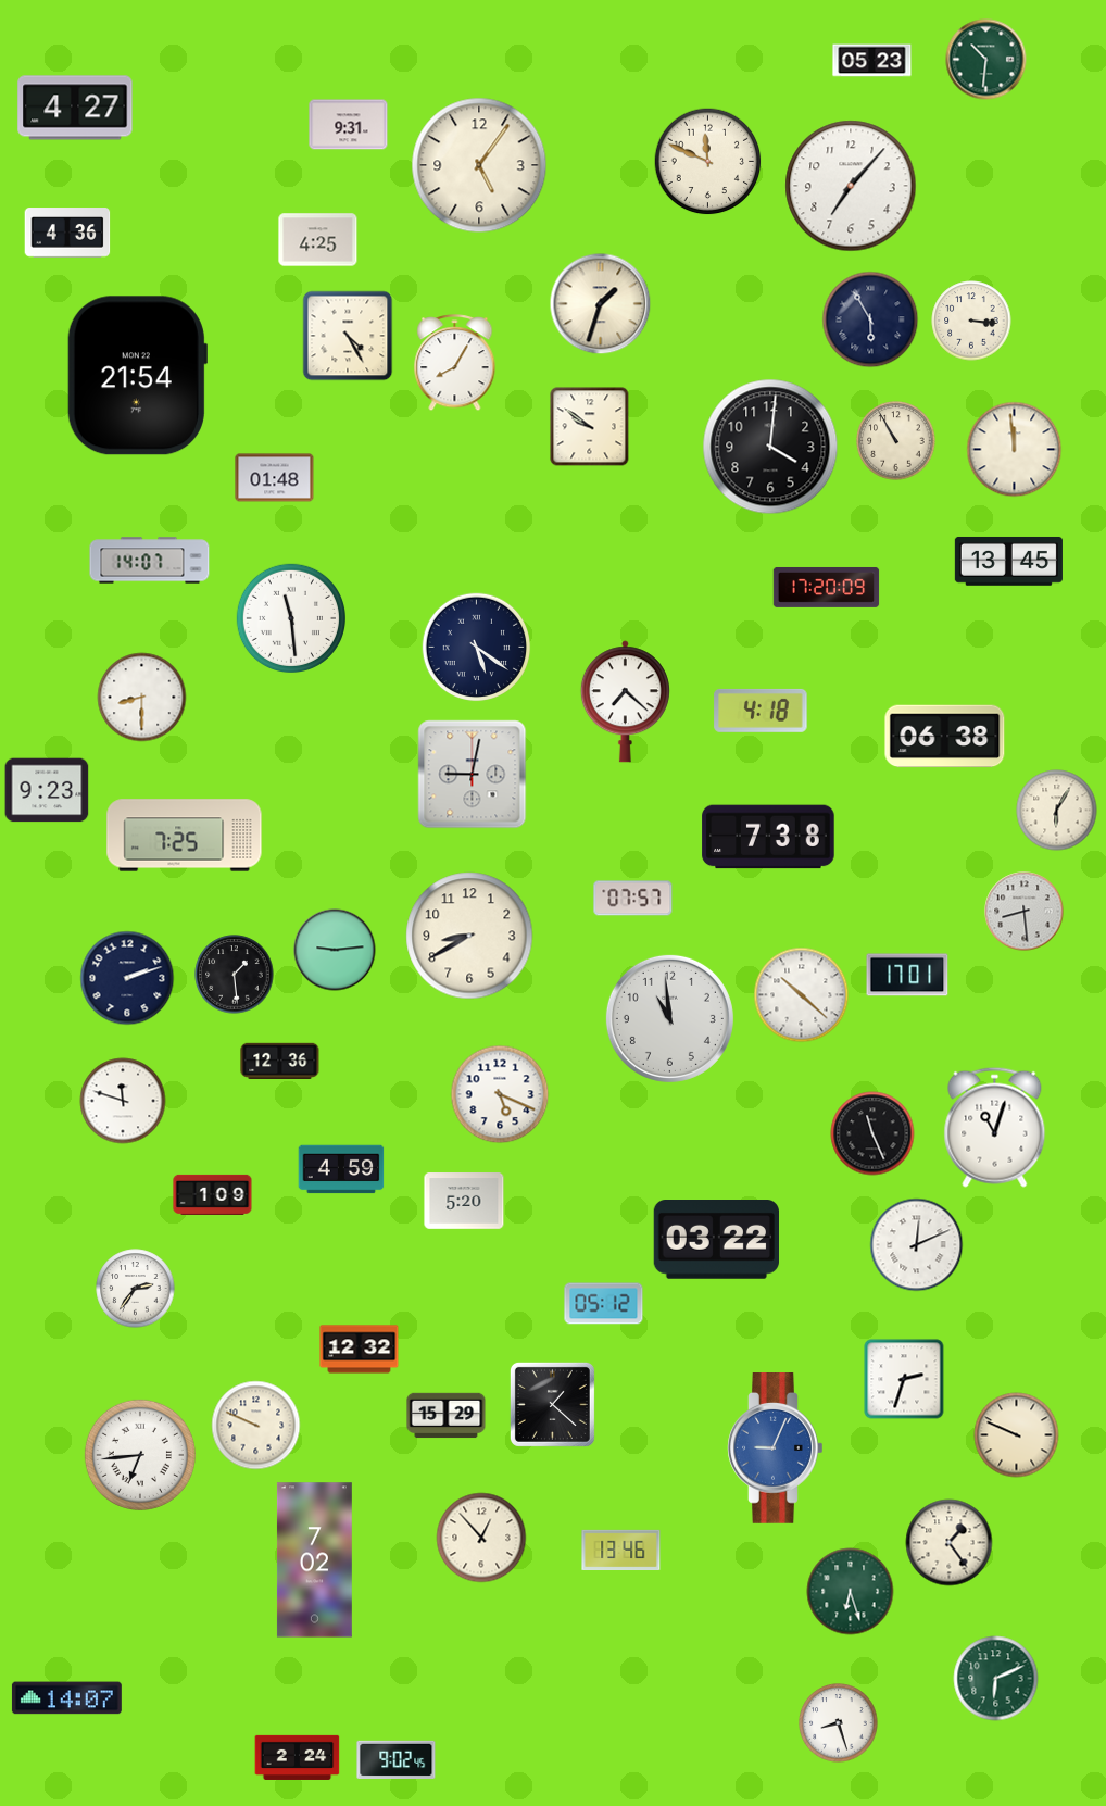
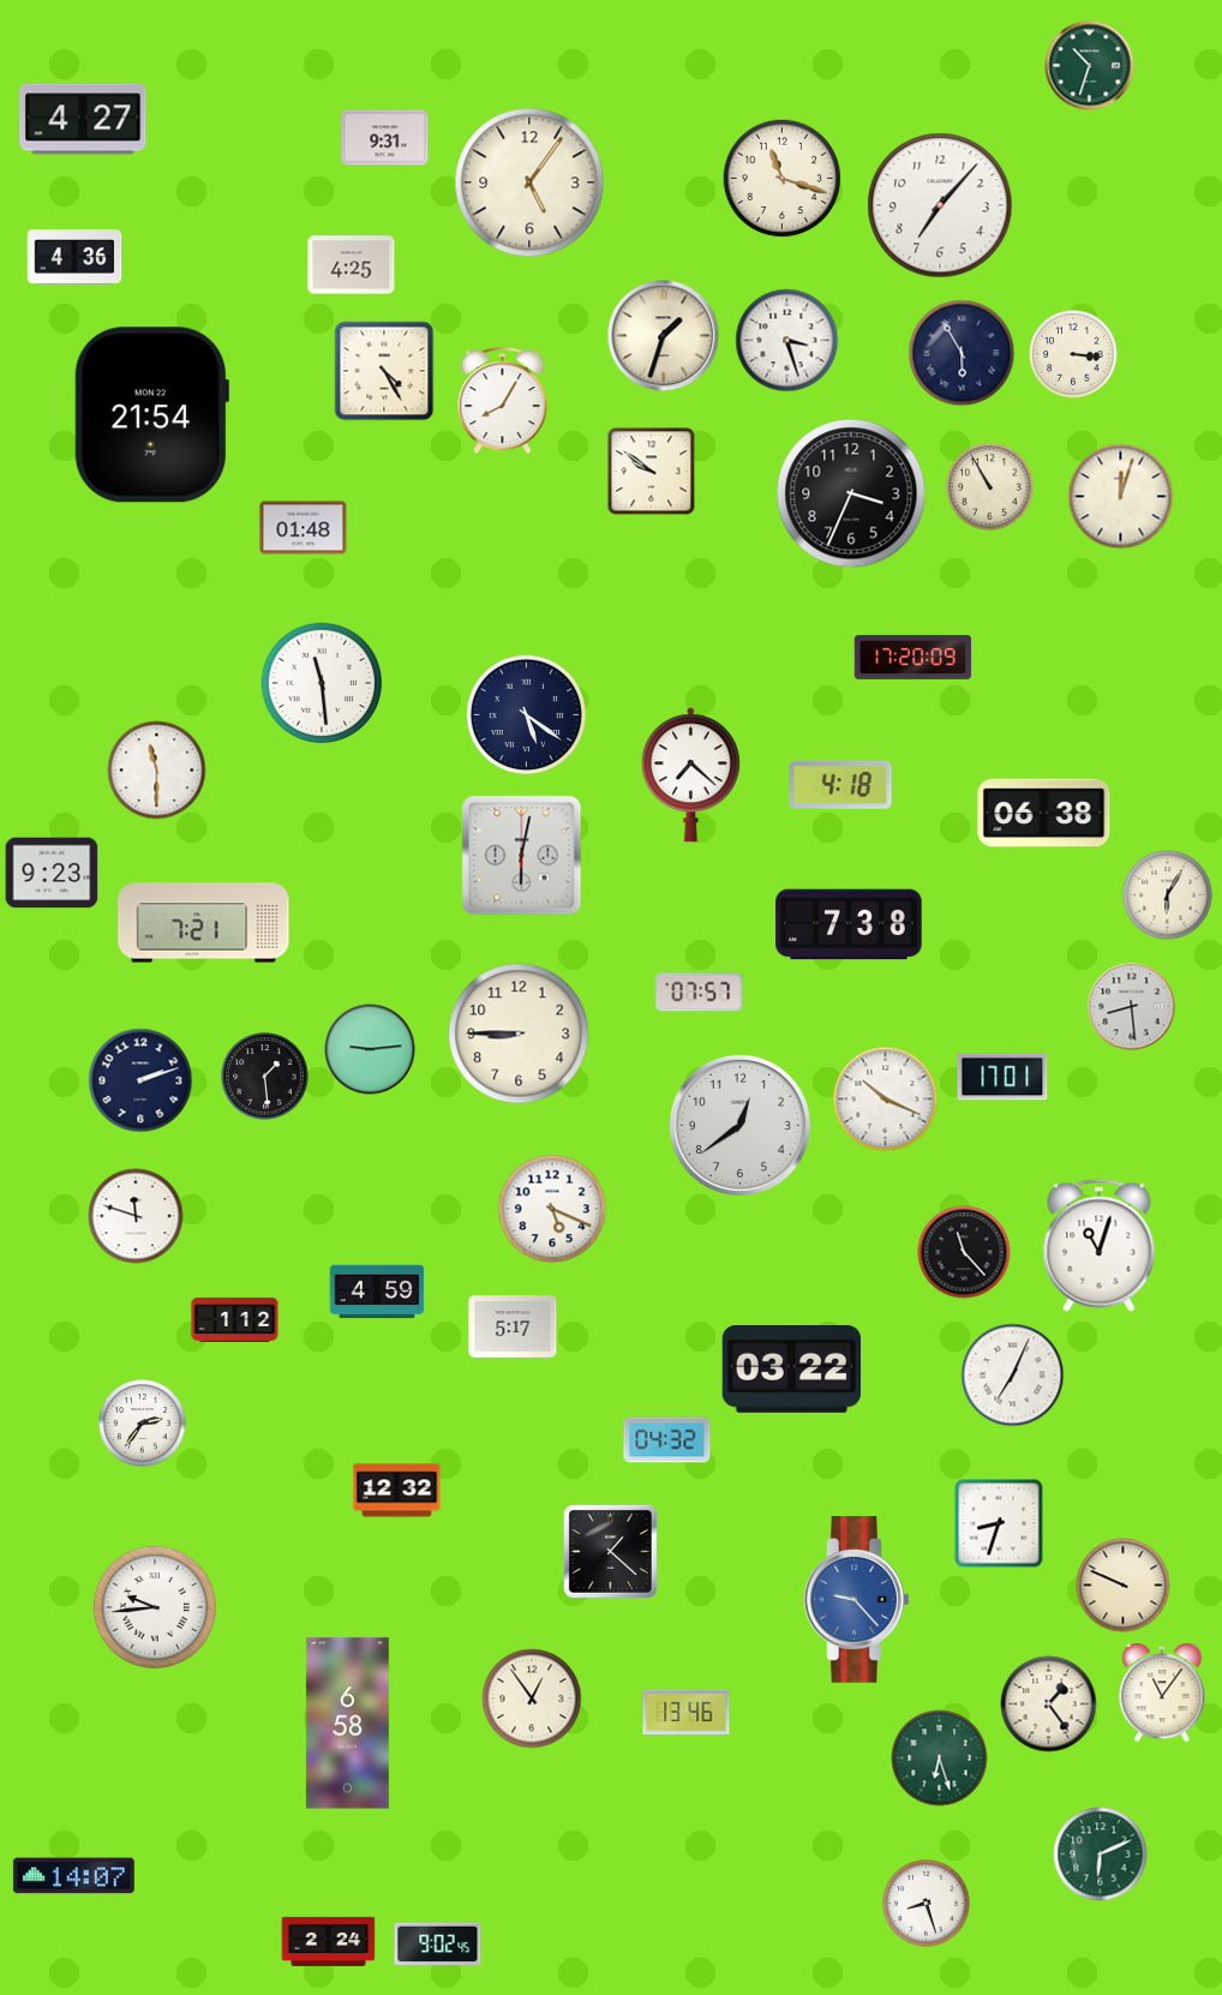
clock at (986, 60): 10:31 -> 10:33
clock at (872, 61): 05:23 -> none
clock at (708, 162): 11:49 -> 11:18
clock at (787, 341): none -> 3:27
clock at (770, 447): 4:01 -> 3:34
clock at (1015, 450): 11:59 -> 12:03
clock at (150, 561): 14:07 -> none
clock at (1008, 561): 13:45 -> none
clock at (827, 587) position: (827, 587) -> (913, 657)
clock at (142, 698): 8:30 -> 11:30
clock at (473, 775): 9:02 -> 6:02
clock at (185, 836): 7:25 -> 7:21
clock at (469, 936): 8:40 -> 8:45
clock at (235, 975) position: (235, 975) -> (265, 1077)
clock at (802, 995): 10:22 -> 10:19
clock at (669, 1018): 10:59 -> 12:39
clock at (280, 1061): 12:36 -> none
clock at (872, 1133): 11:26 -> 11:23
clock at (213, 1194): 1:09 -> 1:12
clock at (464, 1201): 5:20 -> 5:17
clock at (917, 1245): 12:11 -> 7:04
clock at (136, 1289) position: (136, 1289) -> (143, 1424)
clock at (604, 1304): 05:12 -> 04:32
clock at (904, 1379): 2:33 -> 8:33
clock at (447, 1416): 15:29 -> none
clock at (256, 1426): 9:49 -> none
clock at (776, 1448): 9:04 -> 9:23
clock at (140, 1455): 6:44 -> 9:44
clock at (1162, 1693): none -> 11:06
clock at (481, 1538): 12:53 -> 12:54
clock at (314, 1560): 7:02 -> 6:58
